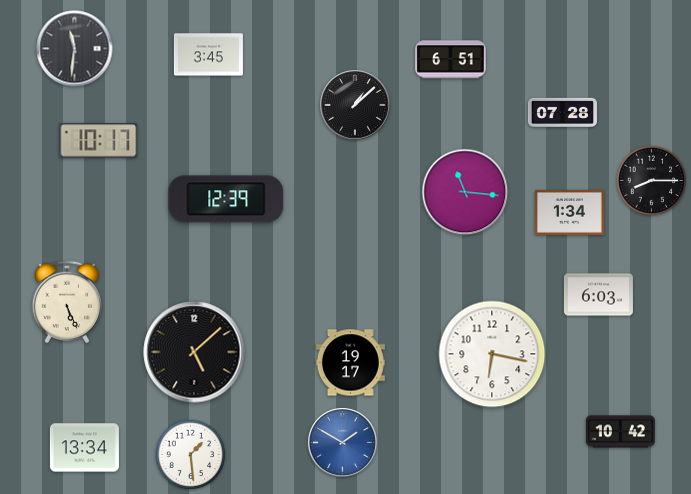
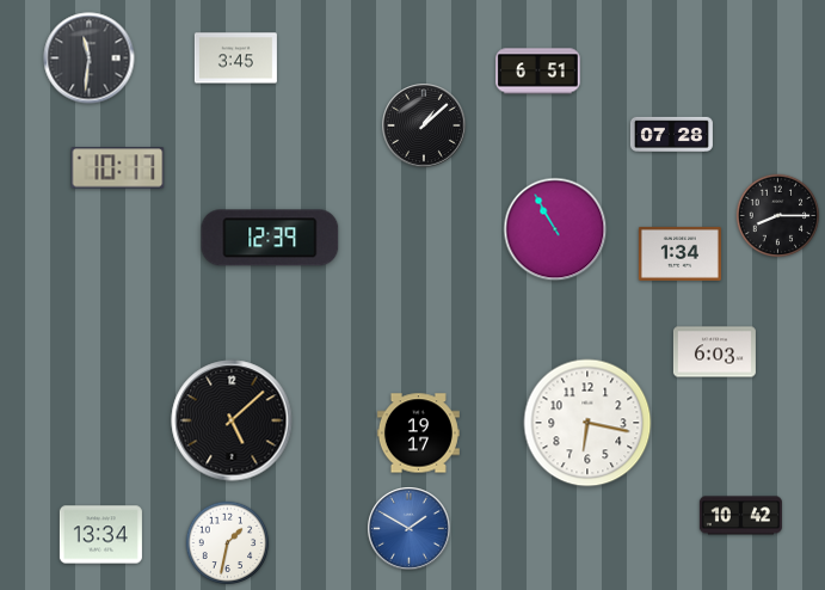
clock at (208, 55) position: (208, 55) -> (235, 59)
clock at (465, 192): 11:16 -> 10:55
clock at (67, 301): 5:26 -> none
clock at (191, 455): 1:29 -> 1:32
